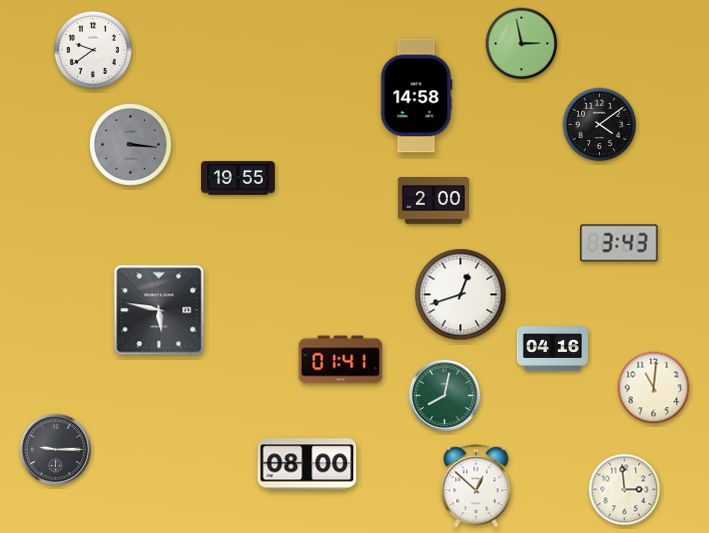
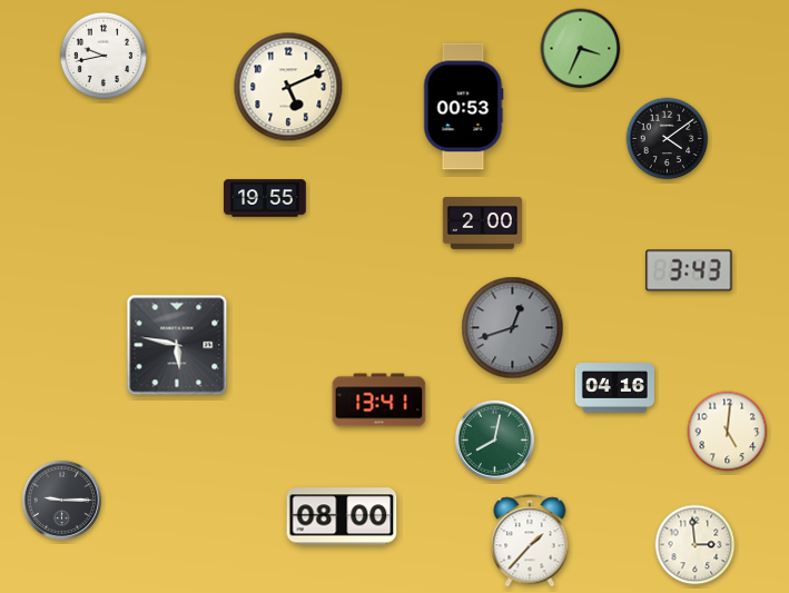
clock at (522, 44): 2:58 -> 3:34
clock at (93, 50): 9:39 -> 9:43
clock at (288, 87): none -> 5:11
clock at (416, 96): 14:58 -> 00:53
clock at (131, 145): 3:16 -> none
clock at (461, 295) dial: white -> grey
clock at (341, 360): 01:41 -> 13:41
clock at (654, 388): 11:01 -> 5:01
clock at (476, 486): 12:52 -> 1:37
